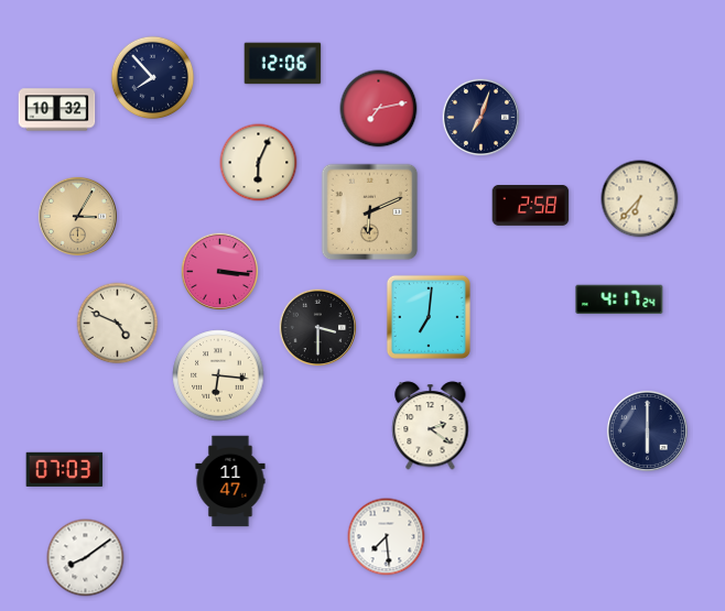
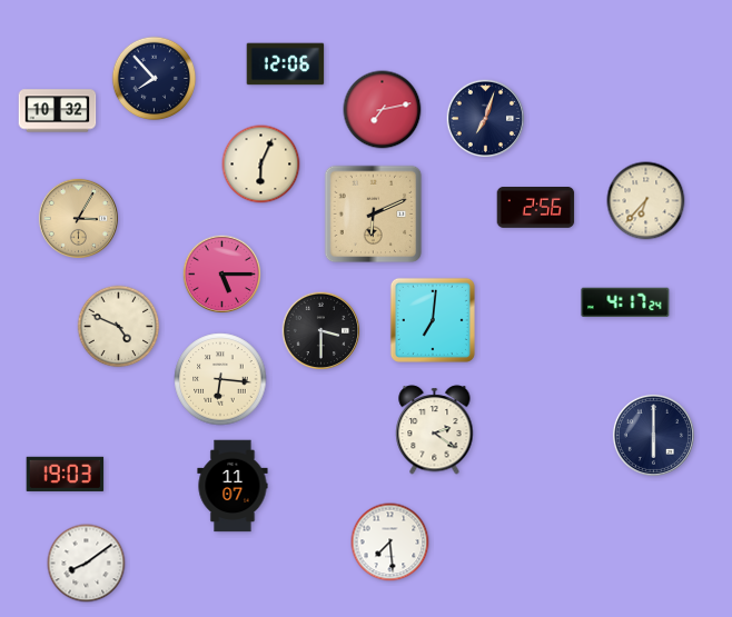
clock at (531, 206): 2:58 -> 2:56
clock at (220, 272): 3:16 -> 5:15
clock at (65, 469): 07:03 -> 19:03
clock at (230, 481): 11:47 -> 11:07
